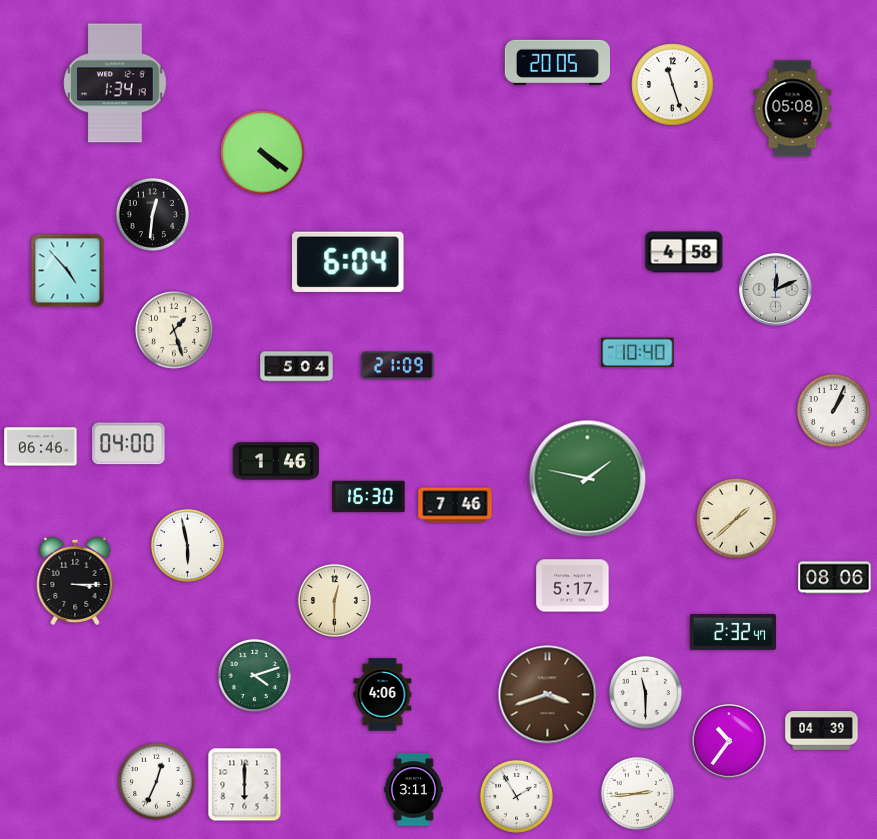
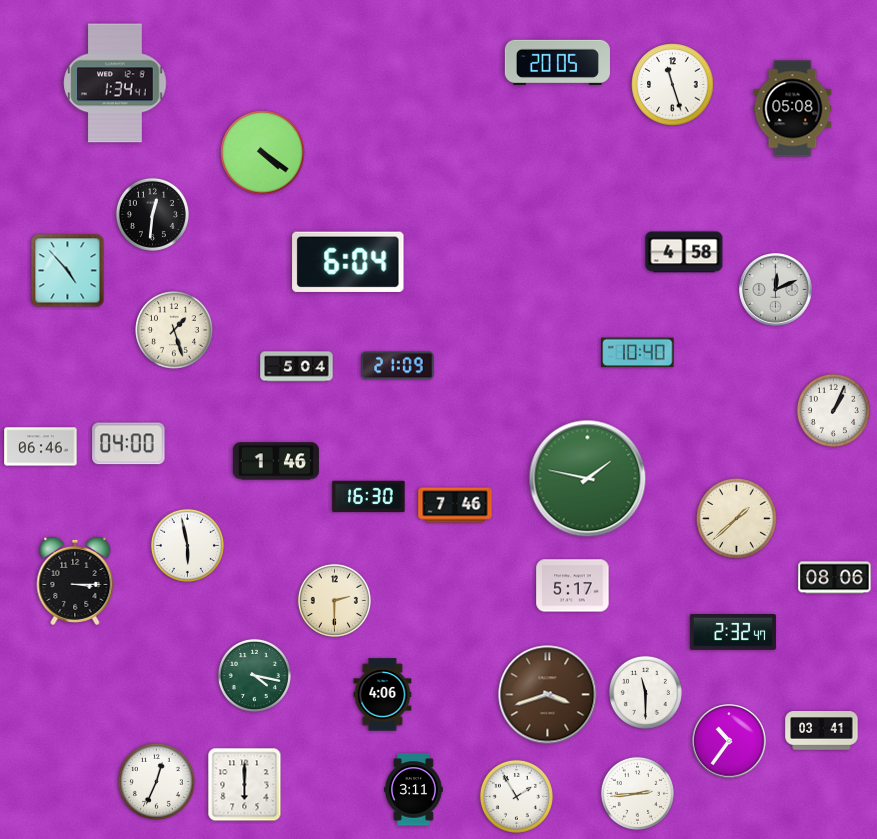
clock at (115, 83): 1:34:19 -> 1:34:41
clock at (334, 600): 12:30 -> 2:30
clock at (254, 675): 4:12 -> 4:17
clock at (822, 731): 04:39 -> 03:41
